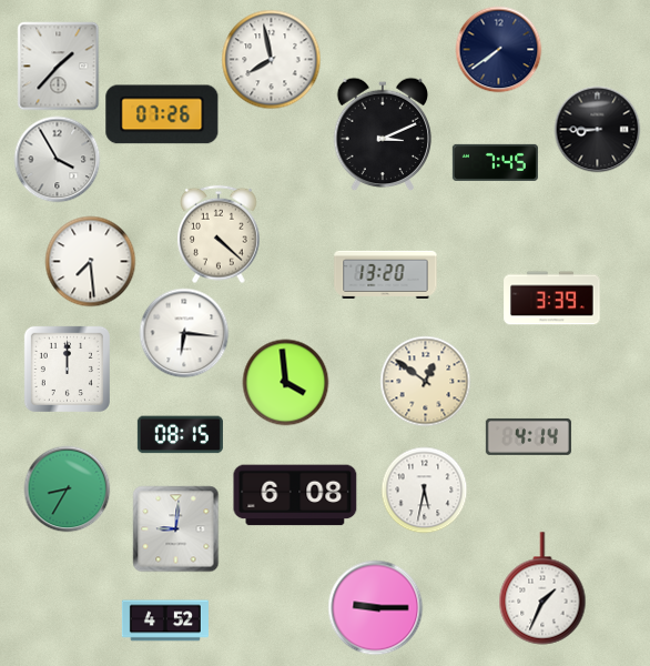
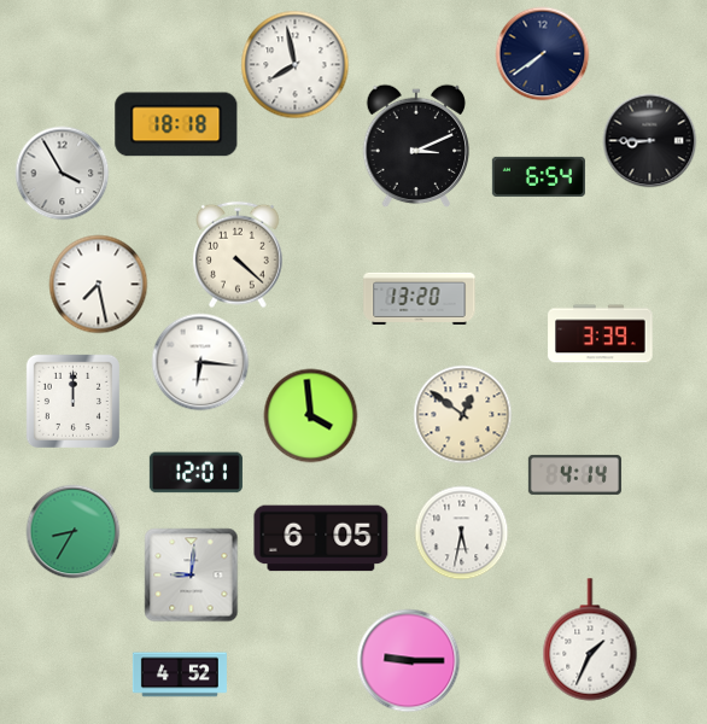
clock at (59, 65): 1:37 -> none
clock at (162, 114): 07:26 -> 18:18
clock at (495, 162): 7:45 -> 6:54
clock at (90, 261): 7:29 -> 7:28
clock at (552, 299) position: (552, 299) -> (601, 334)
clock at (180, 435): 08:15 -> 12:01
clock at (295, 495): 6:08 -> 6:05
